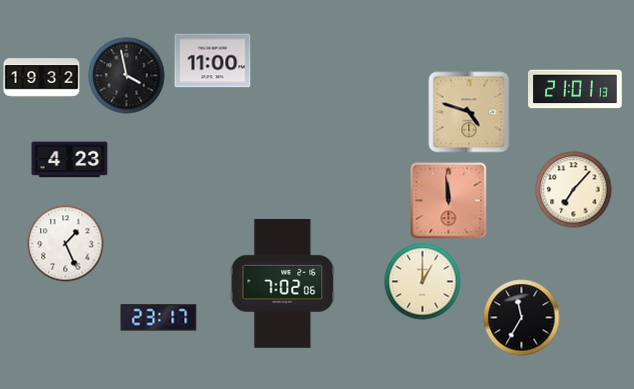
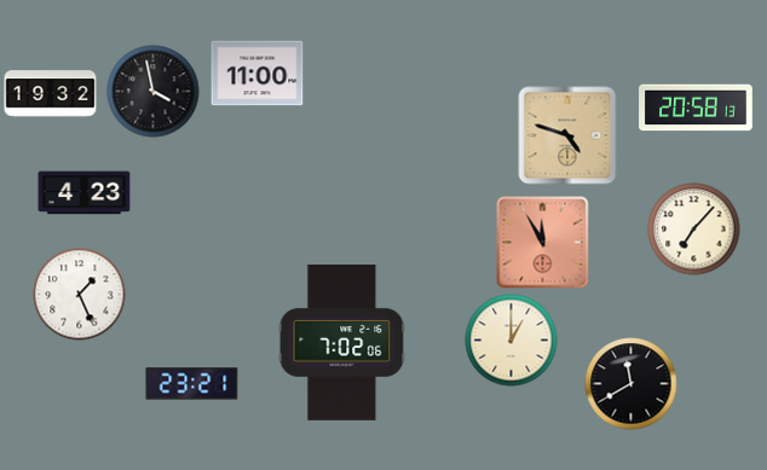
clock at (575, 89): 21:01 -> 20:58
clock at (449, 201): 11:59 -> 11:55
clock at (159, 318): 23:17 -> 23:21
clock at (522, 318): 11:35 -> 11:40
